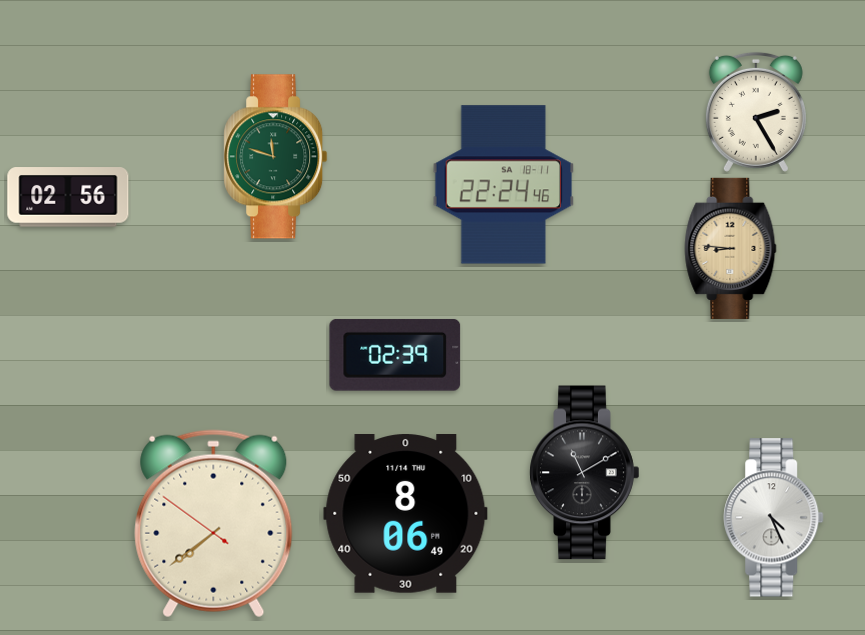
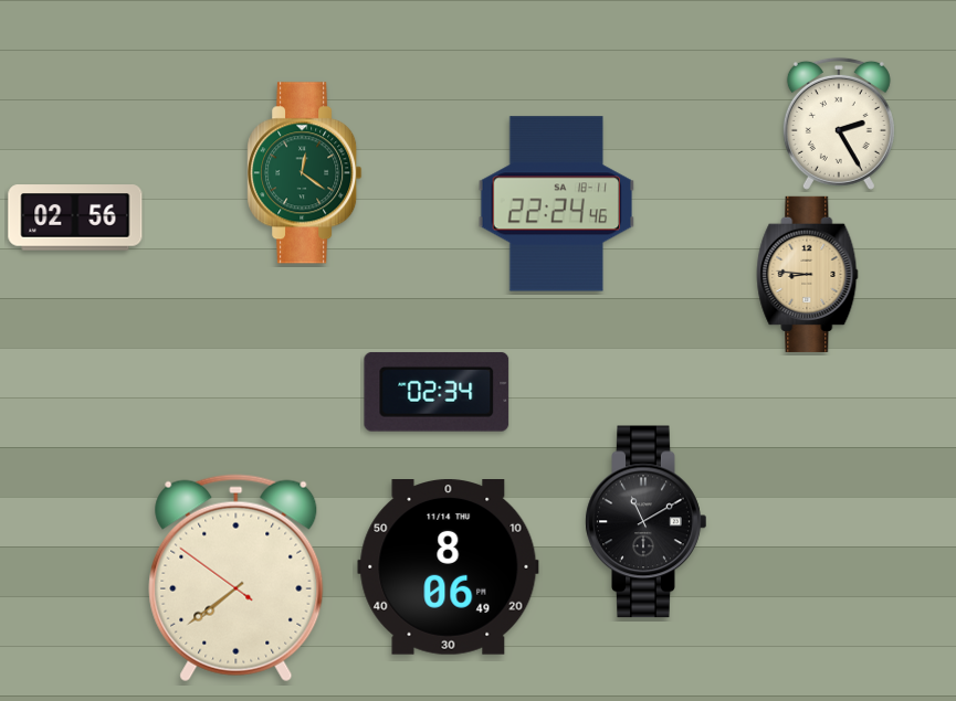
clock at (756, 112) position: (756, 112) -> (839, 124)
clock at (276, 157): 11:48 -> 12:21
clock at (395, 355): 02:39 -> 02:34
clock at (774, 518): 4:26 -> none
